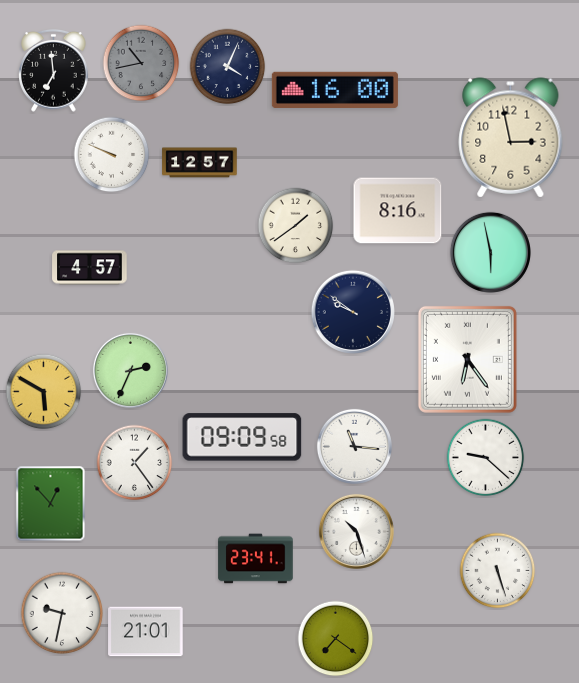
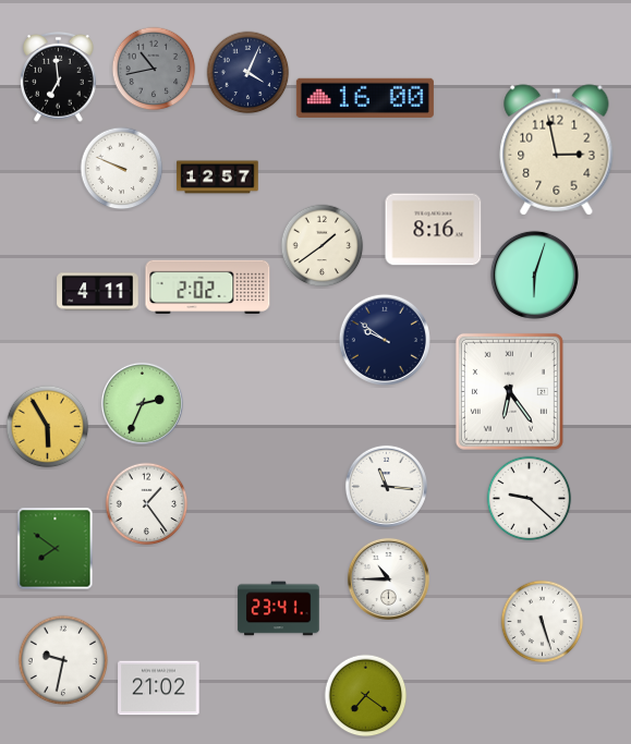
clock at (490, 252): 5:58 -> 6:03
clock at (208, 286): none -> 2:02
clock at (90, 268): 4:57 -> 4:11
clock at (44, 392): 5:50 -> 5:55
clock at (242, 437): 09:09 -> none
clock at (51, 504): 12:53 -> 7:51
clock at (356, 531): 10:27 -> 10:45
clock at (62, 613) position: (62, 613) -> (63, 660)
clock at (146, 632): 21:01 -> 21:02
